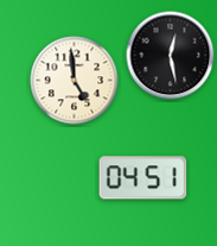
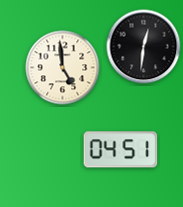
clock at (171, 56): 12:28 -> 12:31
